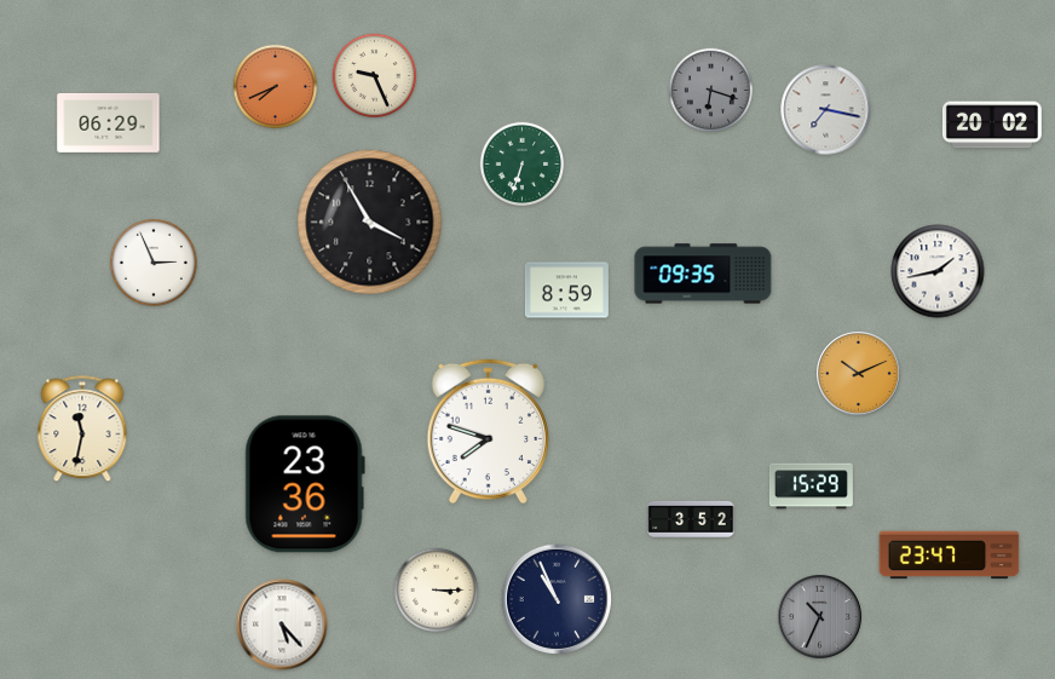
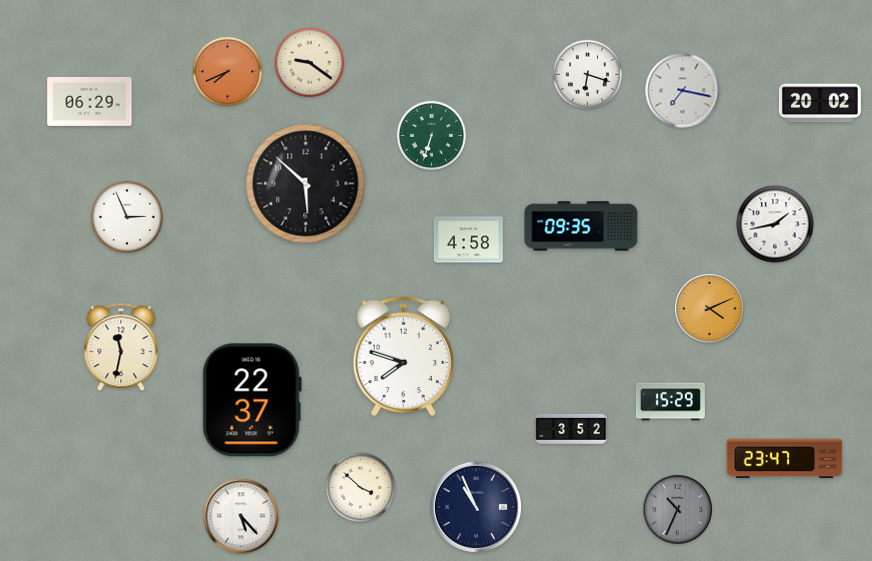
clock at (375, 76): 9:26 -> 9:21
clock at (711, 91) dial: grey -> white
clock at (370, 223): 3:55 -> 5:52
clock at (566, 290): 8:59 -> 4:58
clock at (859, 374): 10:11 -> 4:11
clock at (82, 430) position: (82, 430) -> (121, 348)
clock at (305, 484): 23:36 -> 22:37
clock at (437, 591): 3:15 -> 3:52
clock at (557, 599) position: (557, 599) -> (476, 507)
clock at (282, 625) position: (282, 625) -> (241, 516)
